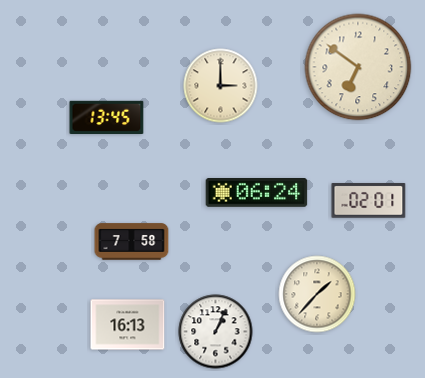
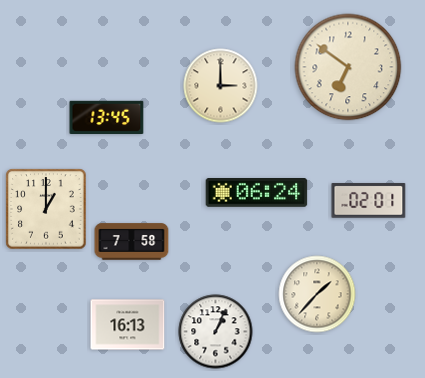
clock at (358, 67) position: (358, 67) -> (348, 67)
clock at (46, 209): none -> 1:00
